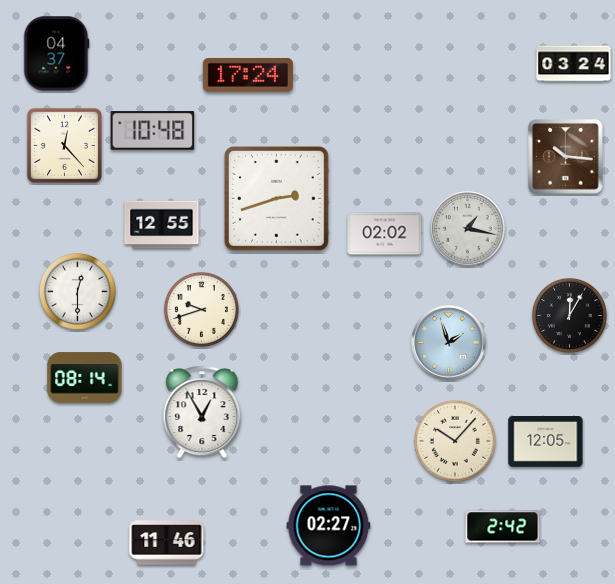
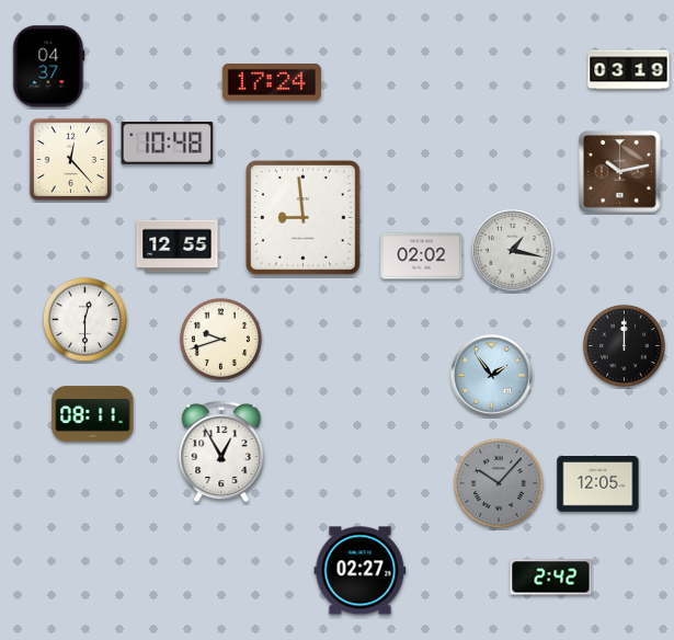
clock at (57, 54) position: (57, 54) -> (49, 67)
clock at (574, 64): 03:24 -> 03:19
clock at (566, 157): 10:16 -> 10:13
clock at (276, 198): 2:42 -> 8:59
clock at (569, 315): 12:05 -> 12:00
clock at (449, 343): 1:57 -> 1:54
clock at (85, 378): 08:14 -> 08:11
clock at (456, 442) dial: cream -> grey
clock at (329, 526) position: (329, 526) -> (361, 571)
clock at (167, 543): 11:46 -> none
